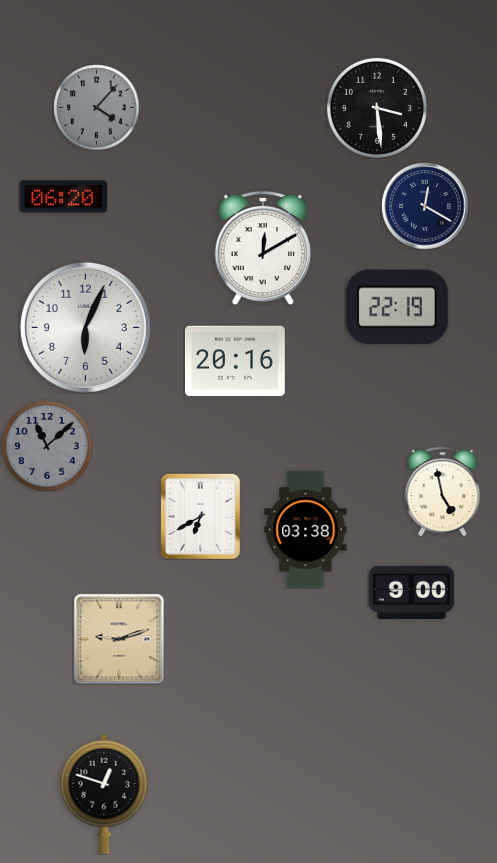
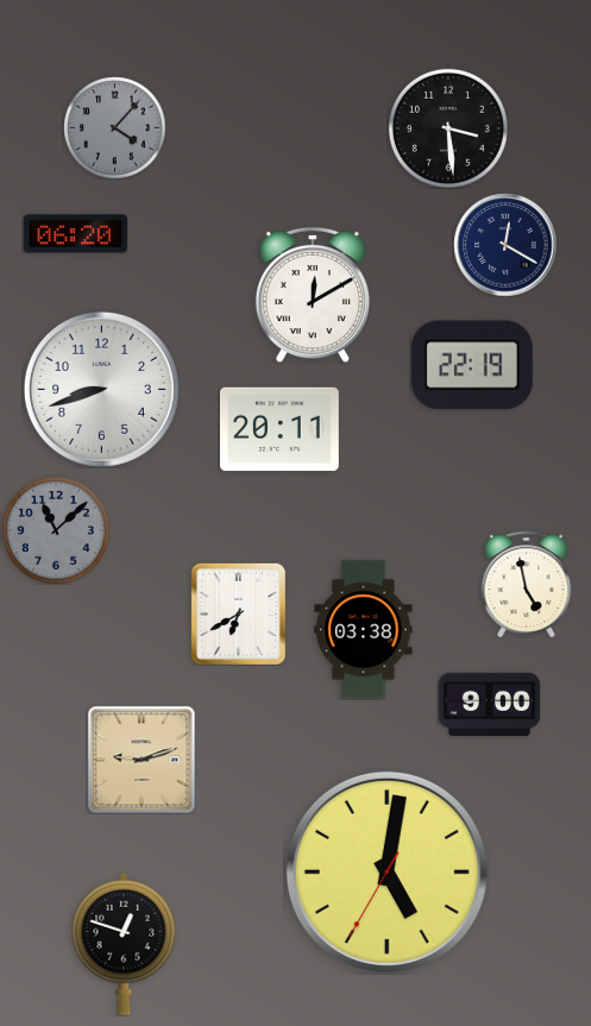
clock at (85, 327): 6:04 -> 8:42
clock at (235, 361): 20:16 -> 20:11
clock at (386, 871): none -> 5:01
